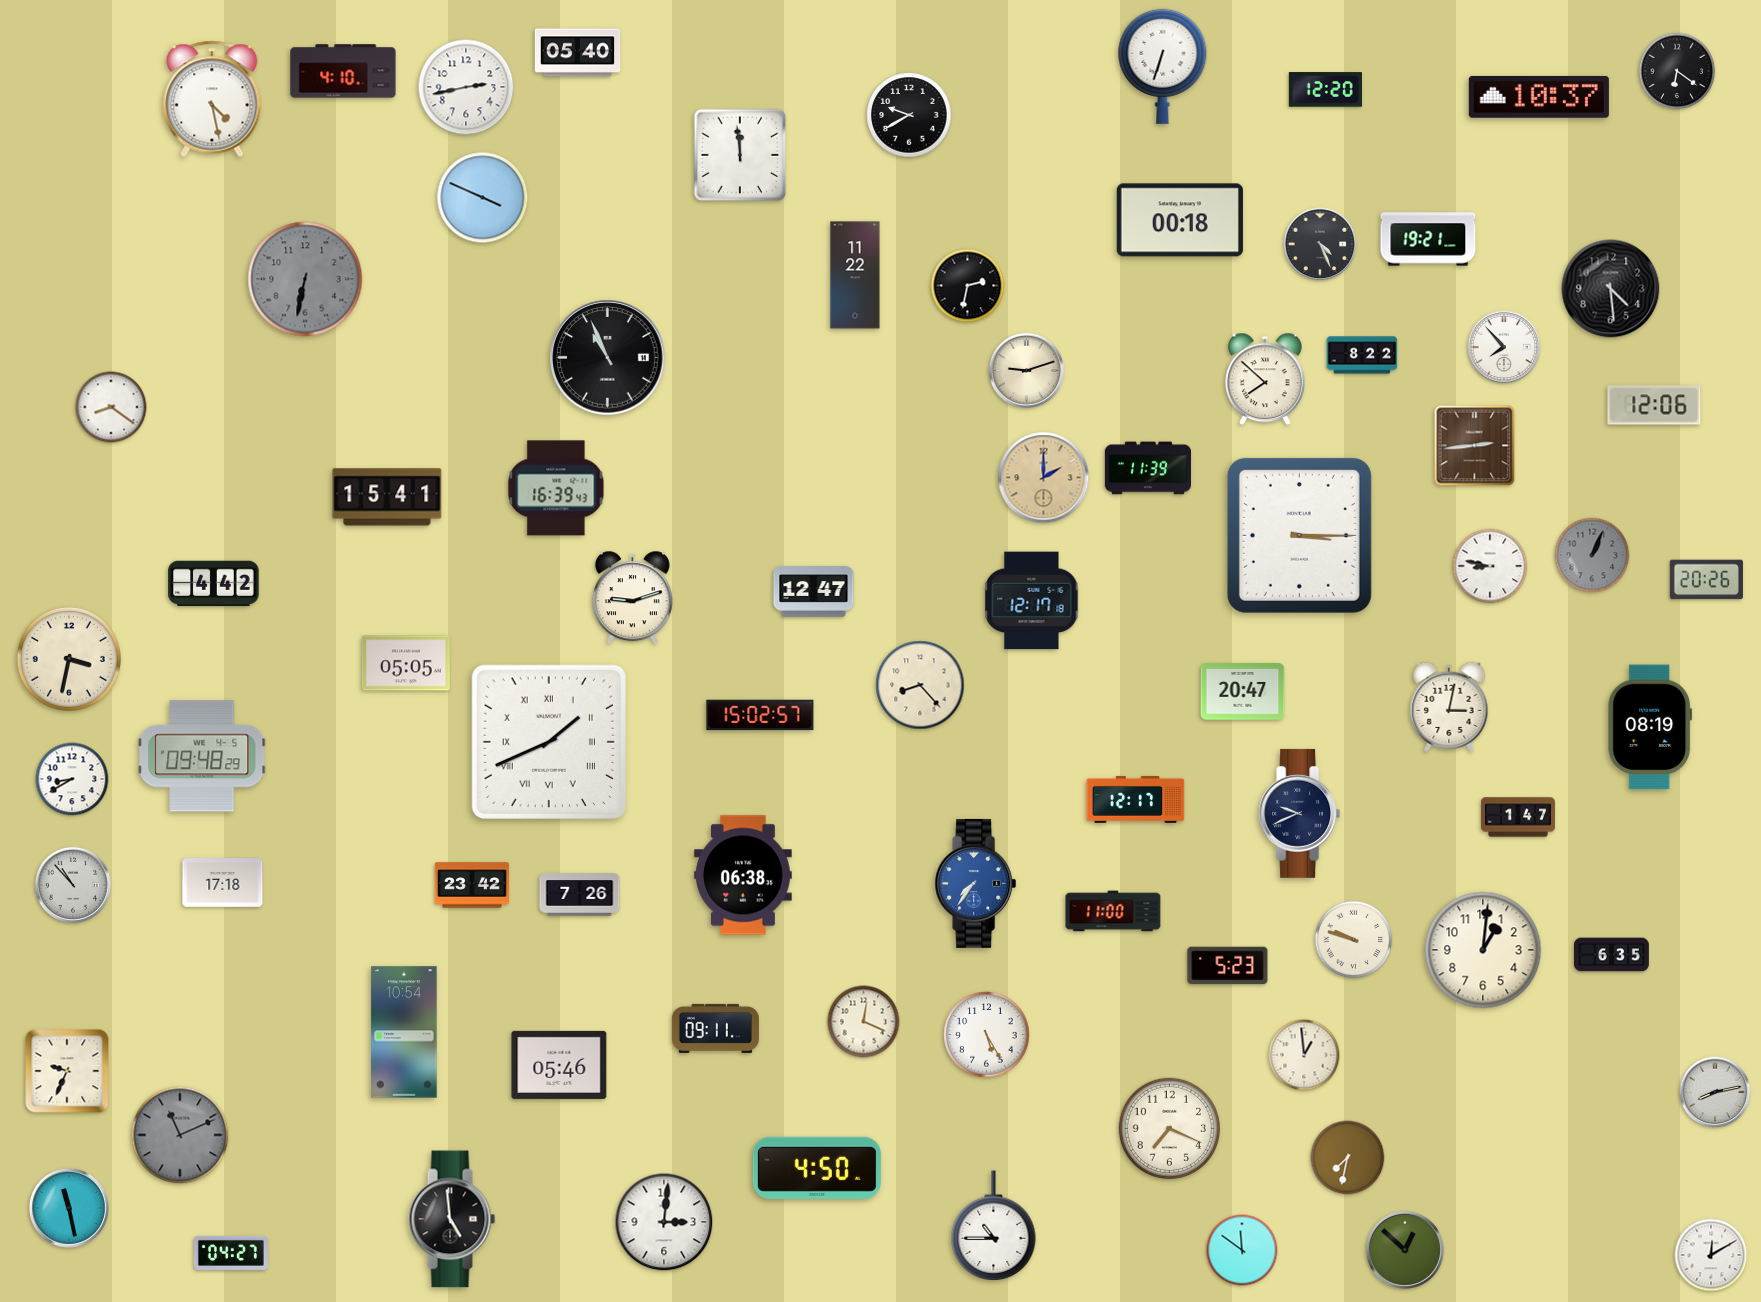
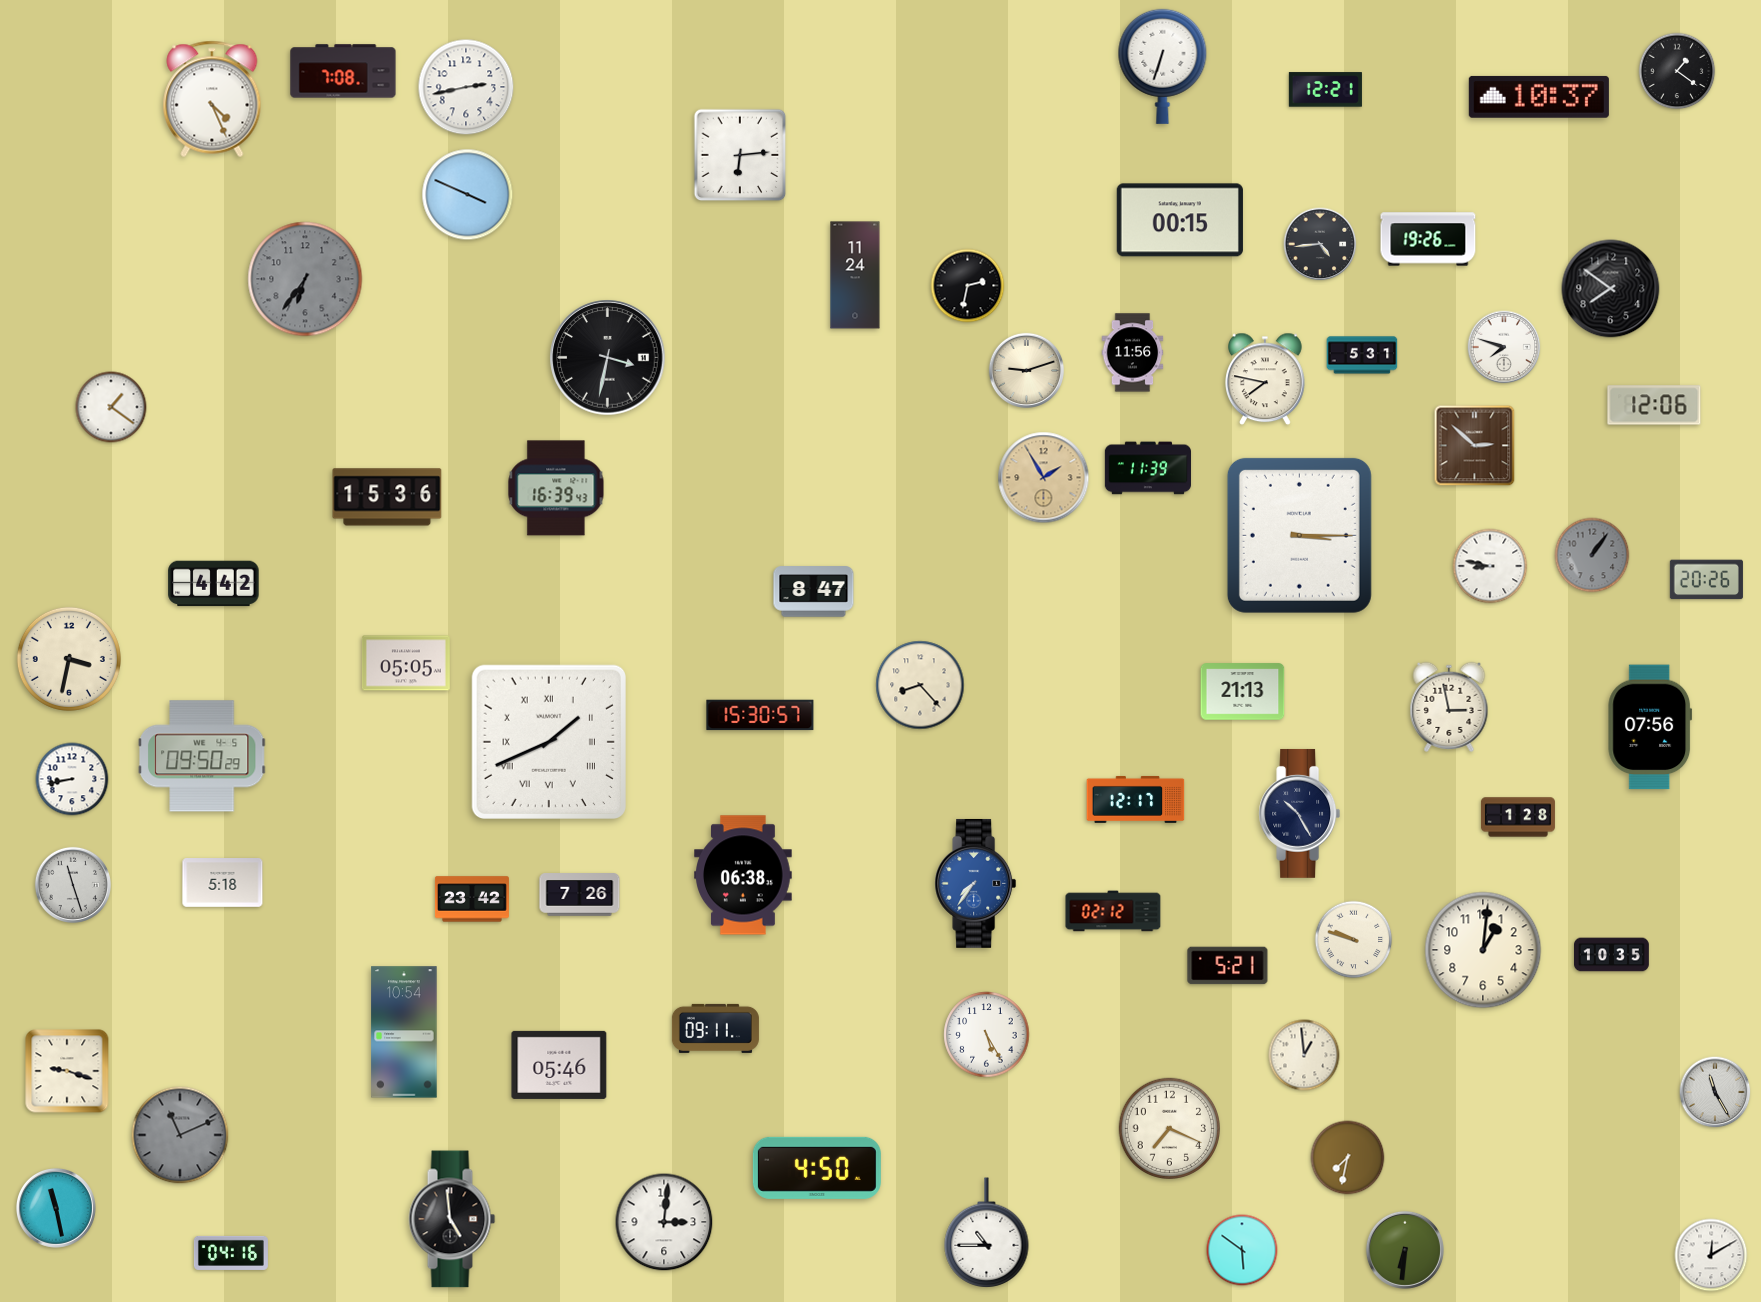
clock at (578, 53): 05:40 -> none
clock at (343, 71): 4:10 -> 7:08
clock at (1677, 71): 6:21 -> 1:21
clock at (1325, 90): 12:20 -> 12:21
clock at (212, 99): 4:28 -> 4:26
clock at (909, 115): 9:40 -> none
clock at (740, 155): 11:59 -> 6:14
clock at (483, 198) position: (483, 198) -> (468, 195)
clock at (1180, 220): 00:18 -> 00:15
clock at (1428, 239): 19:21 -> 19:26
clock at (1320, 244): 4:26 -> 4:44
clock at (855, 275): 11:22 -> 11:24
clock at (305, 279): 6:32 -> 6:36
clock at (1611, 289): 4:29 -> 7:51
clock at (1504, 347): 7:53 -> 7:48
clock at (1133, 353): none -> 11:56
clock at (1362, 355): 8:22 -> 5:31
clock at (608, 358): 10:56 -> 3:32
clock at (1266, 379): 7:52 -> 7:47
clock at (111, 407): 8:21 -> 1:21
clock at (1475, 446): 2:44 -> 2:52
clock at (1044, 478): 2:00 -> 1:55
clock at (387, 497): 15:41 -> 15:36
clock at (1592, 555): 1:04 -> 1:06
clock at (814, 592): 12:47 -> 8:47
clock at (632, 598): 9:12 -> none
clock at (1032, 601): 12:17 -> none
clock at (1243, 692): 20:47 -> 21:13
clock at (1449, 706): 3:02 -> 2:58
clock at (760, 715): 15:02 -> 15:30
clock at (1650, 727): 08:19 -> 07:56
clock at (202, 756): 09:48 -> 09:50
clock at (72, 779): 8:40 -> 8:43
clock at (1300, 813): 9:41 -> 10:25
clock at (1518, 817): 1:47 -> 1:28
clock at (223, 883): 17:18 -> 5:18
clock at (73, 885): 10:53 -> 11:27
clock at (472, 885) position: (472, 885) -> (472, 899)
clock at (1113, 911): 11:00 -> 02:12
clock at (1612, 955): 6:35 -> 10:35
clock at (1228, 966): 5:23 -> 5:21
clock at (864, 1022): 12:19 -> none
clock at (67, 1071): 9:34 -> 9:18
clock at (1715, 1092): 8:13 -> 11:25
clock at (69, 1208) position: (69, 1208) -> (56, 1208)
clock at (994, 1226) position: (994, 1226) -> (987, 1233)
clock at (1242, 1250): 11:51 -> 5:51
clock at (1405, 1250): 12:52 -> 6:31
clock at (231, 1253): 04:27 -> 04:16
